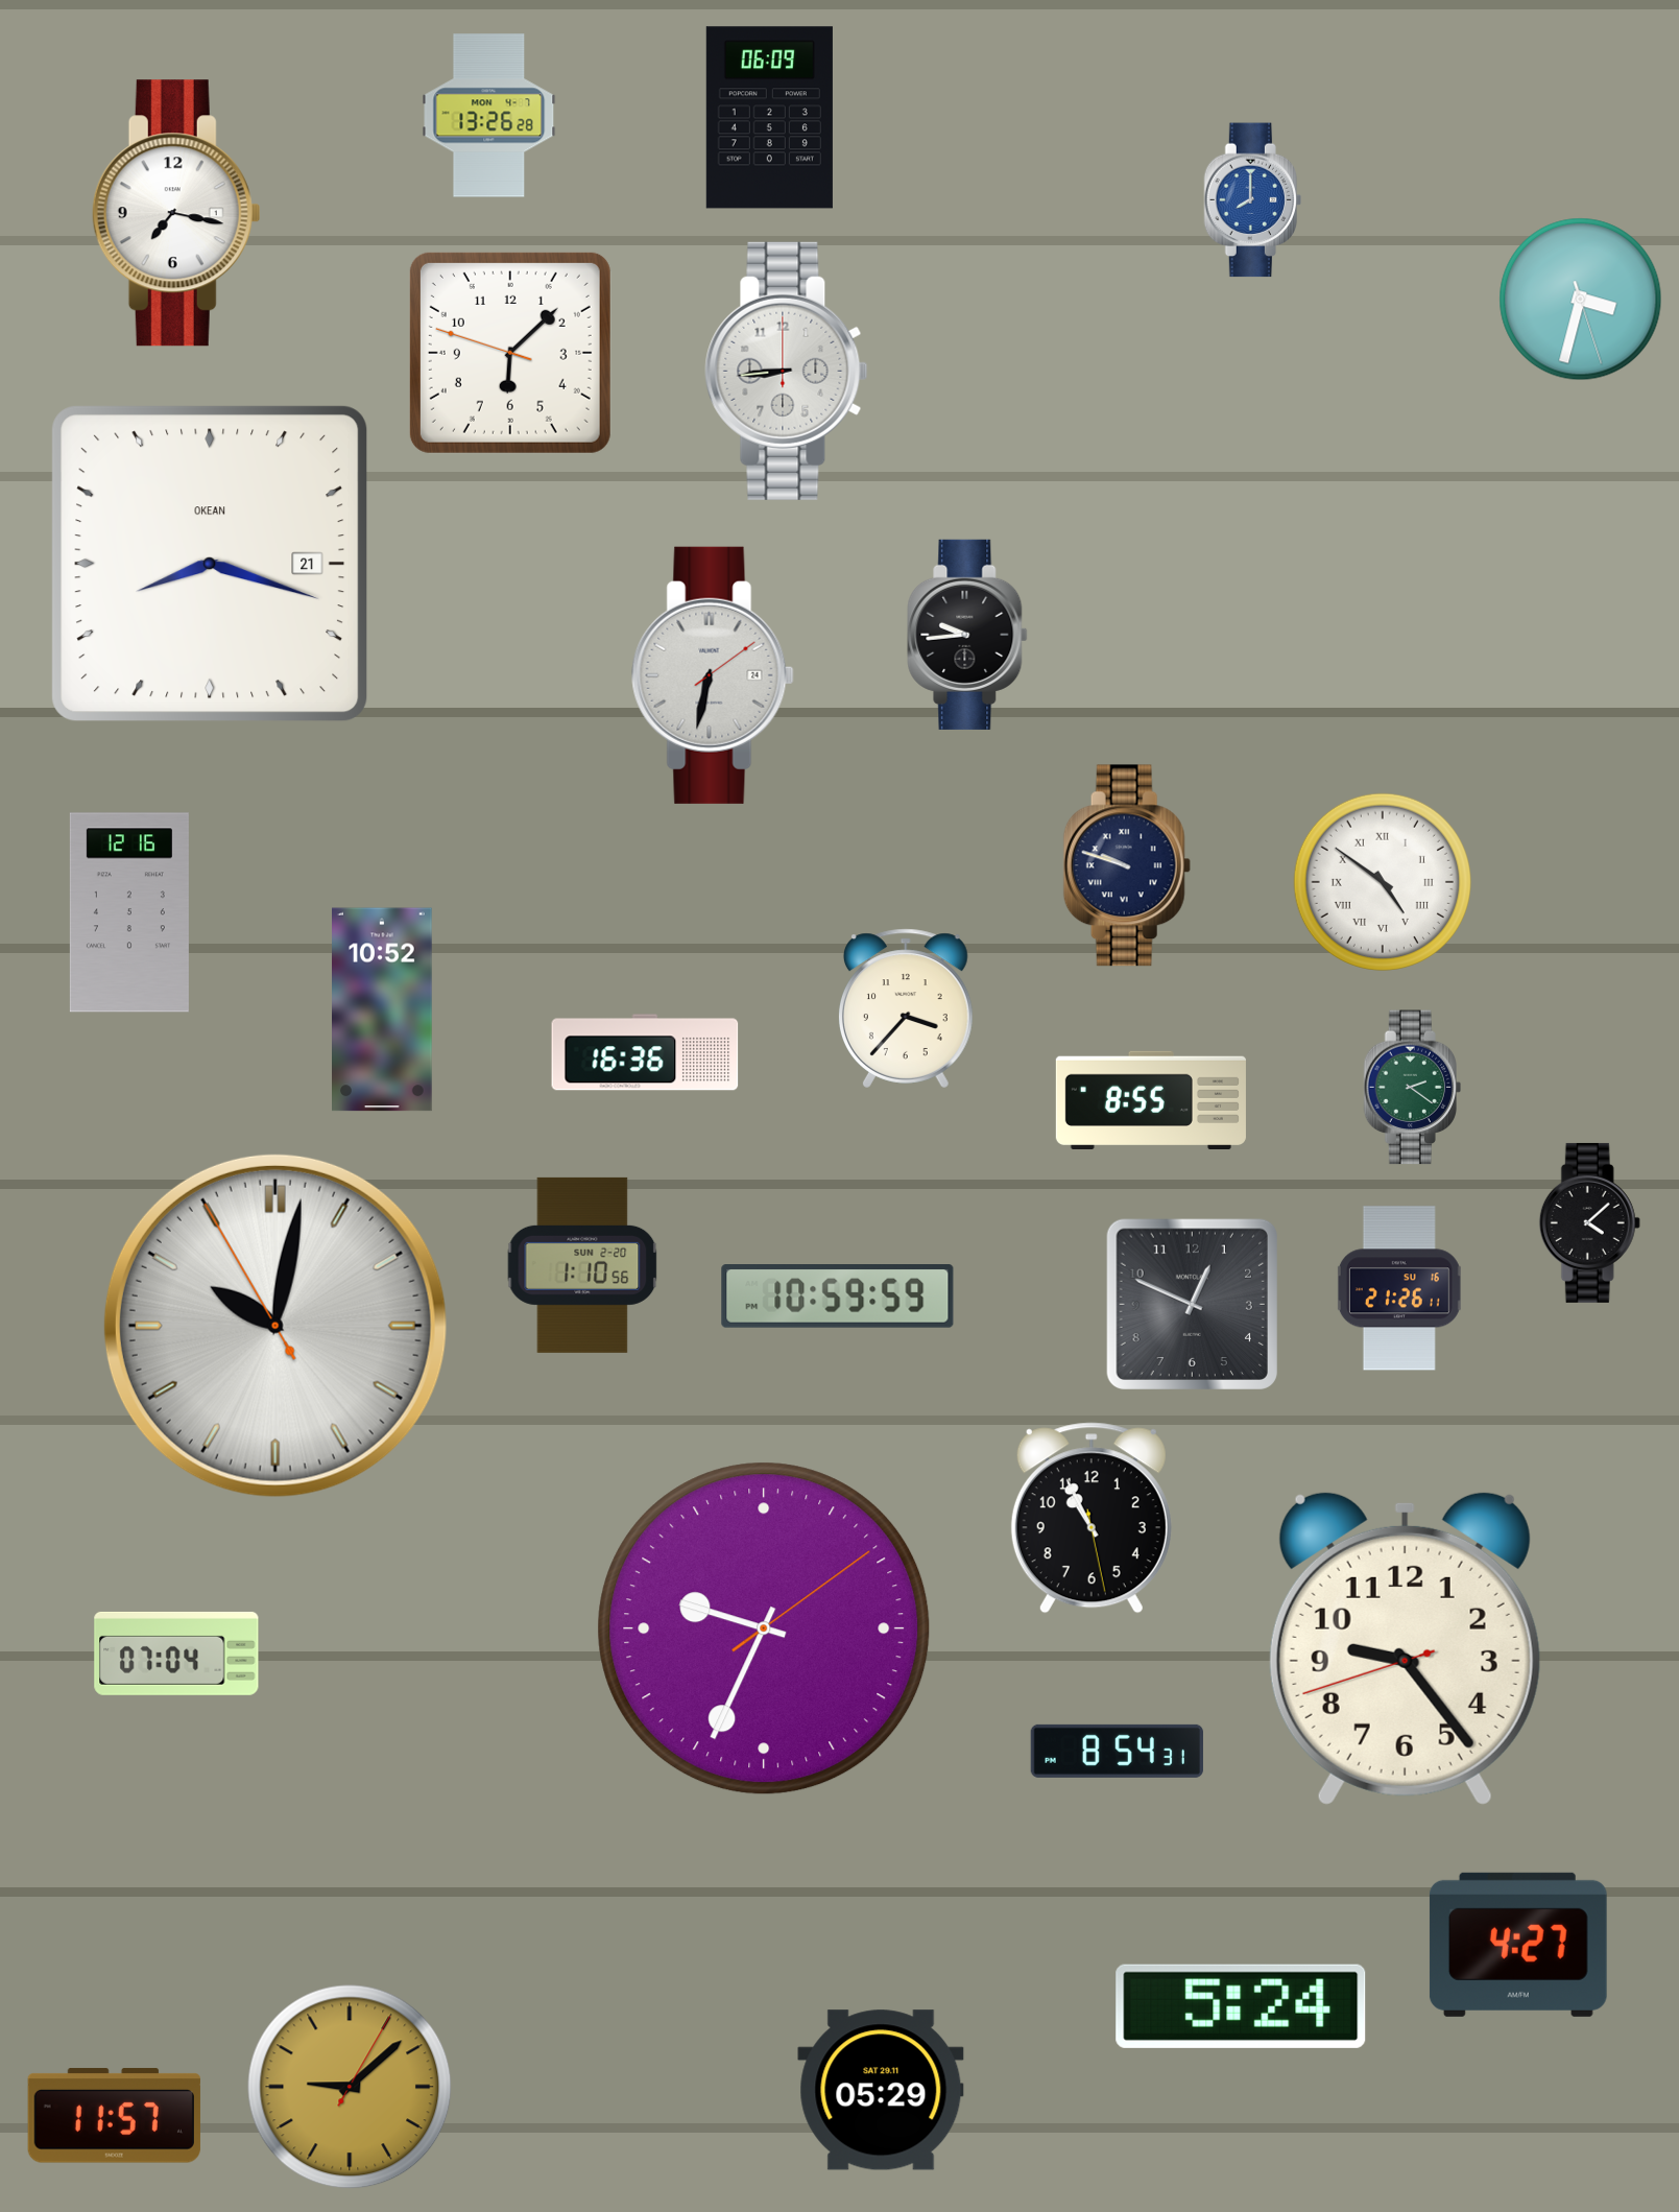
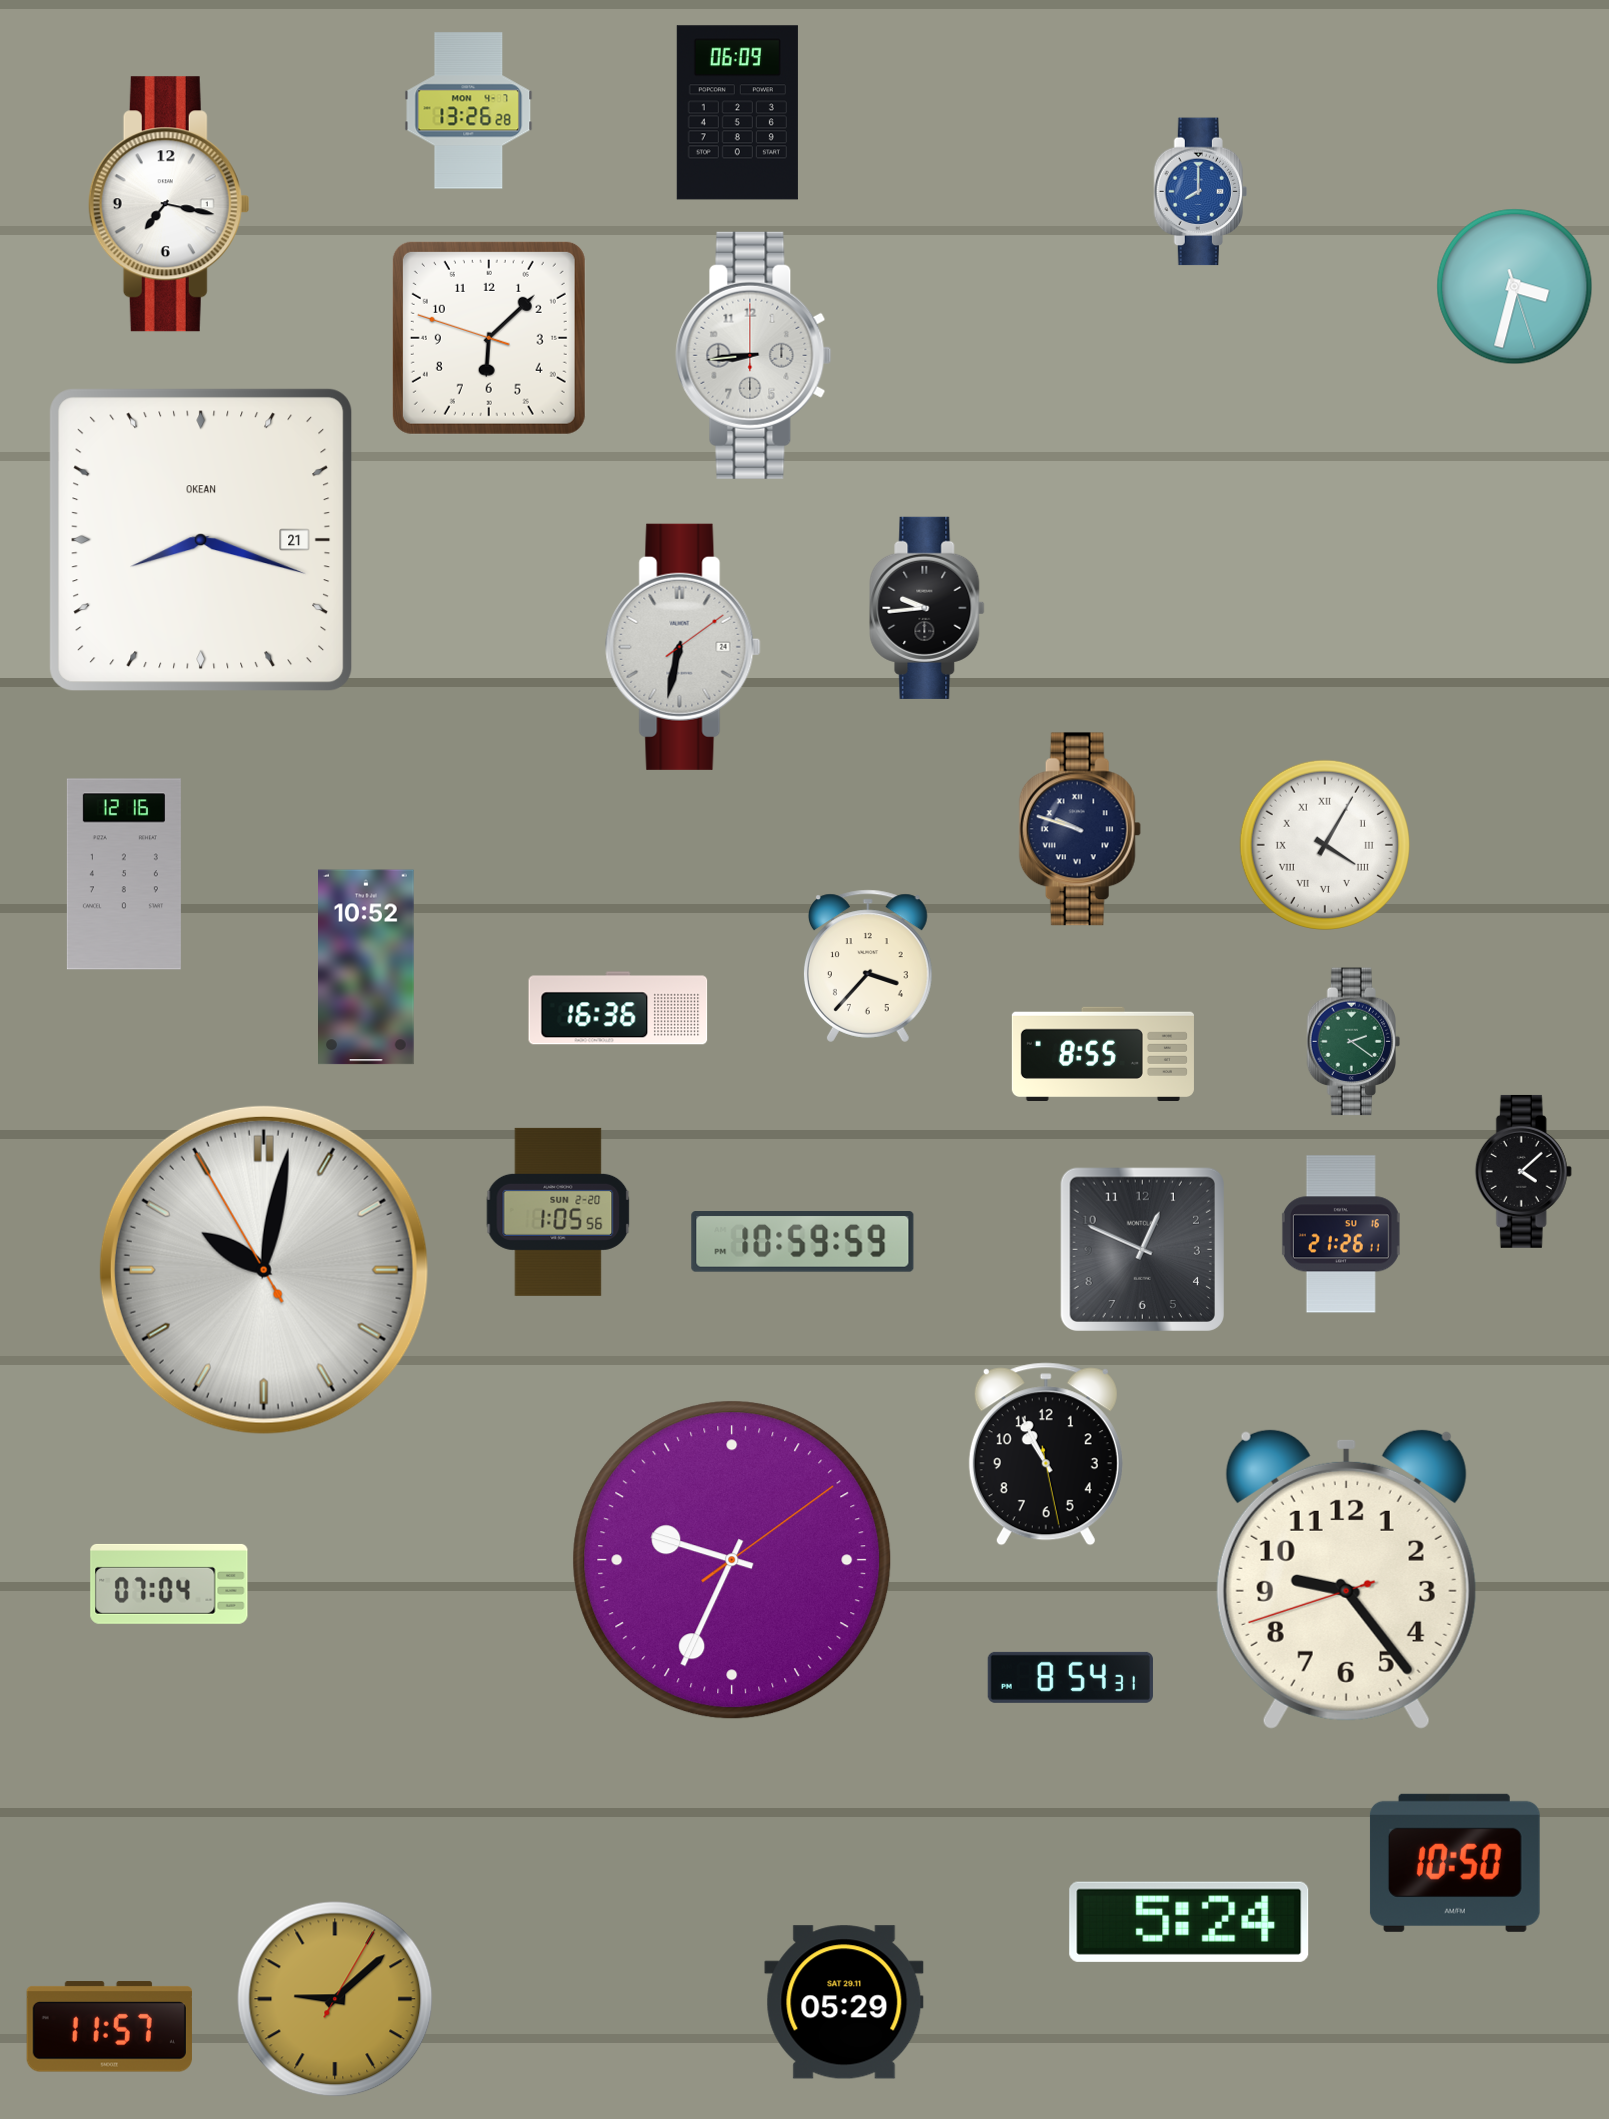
clock at (1383, 882): 4:51 -> 4:05
clock at (582, 1265): 1:10 -> 1:05
clock at (1518, 1945): 4:27 -> 10:50
